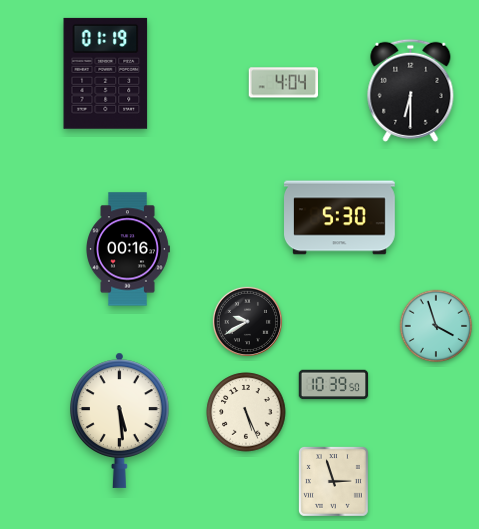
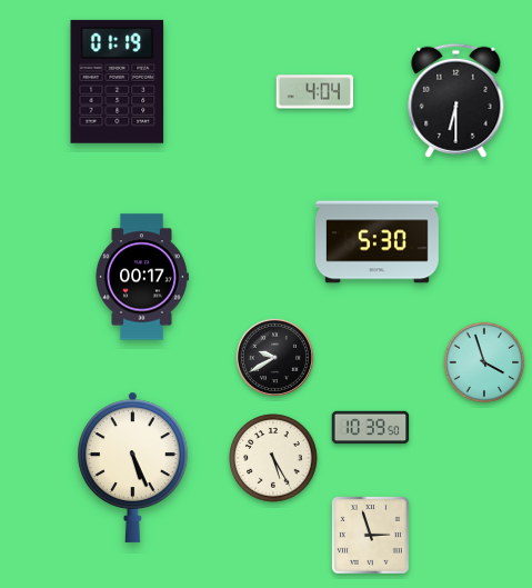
clock at (128, 249): 00:16 -> 00:17
clock at (246, 412): 5:26 -> 5:25
clock at (120, 420): 5:29 -> 5:26
